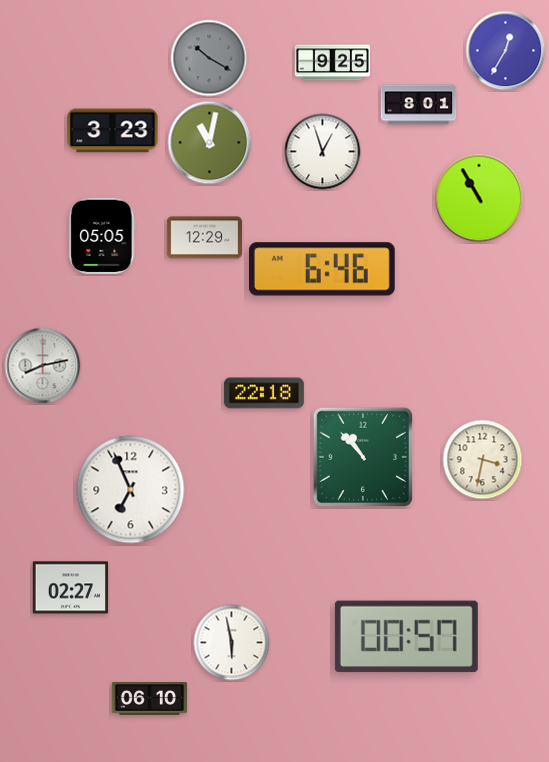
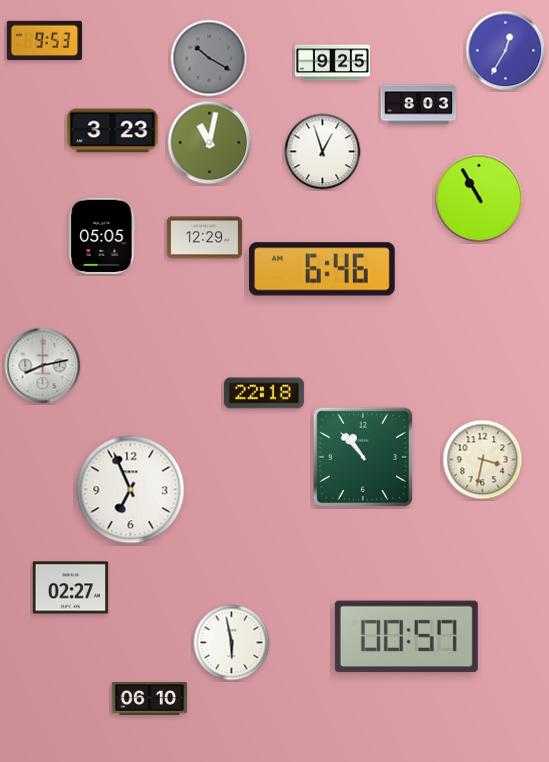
clock at (45, 40): none -> 9:53
clock at (419, 105): 8:01 -> 8:03
